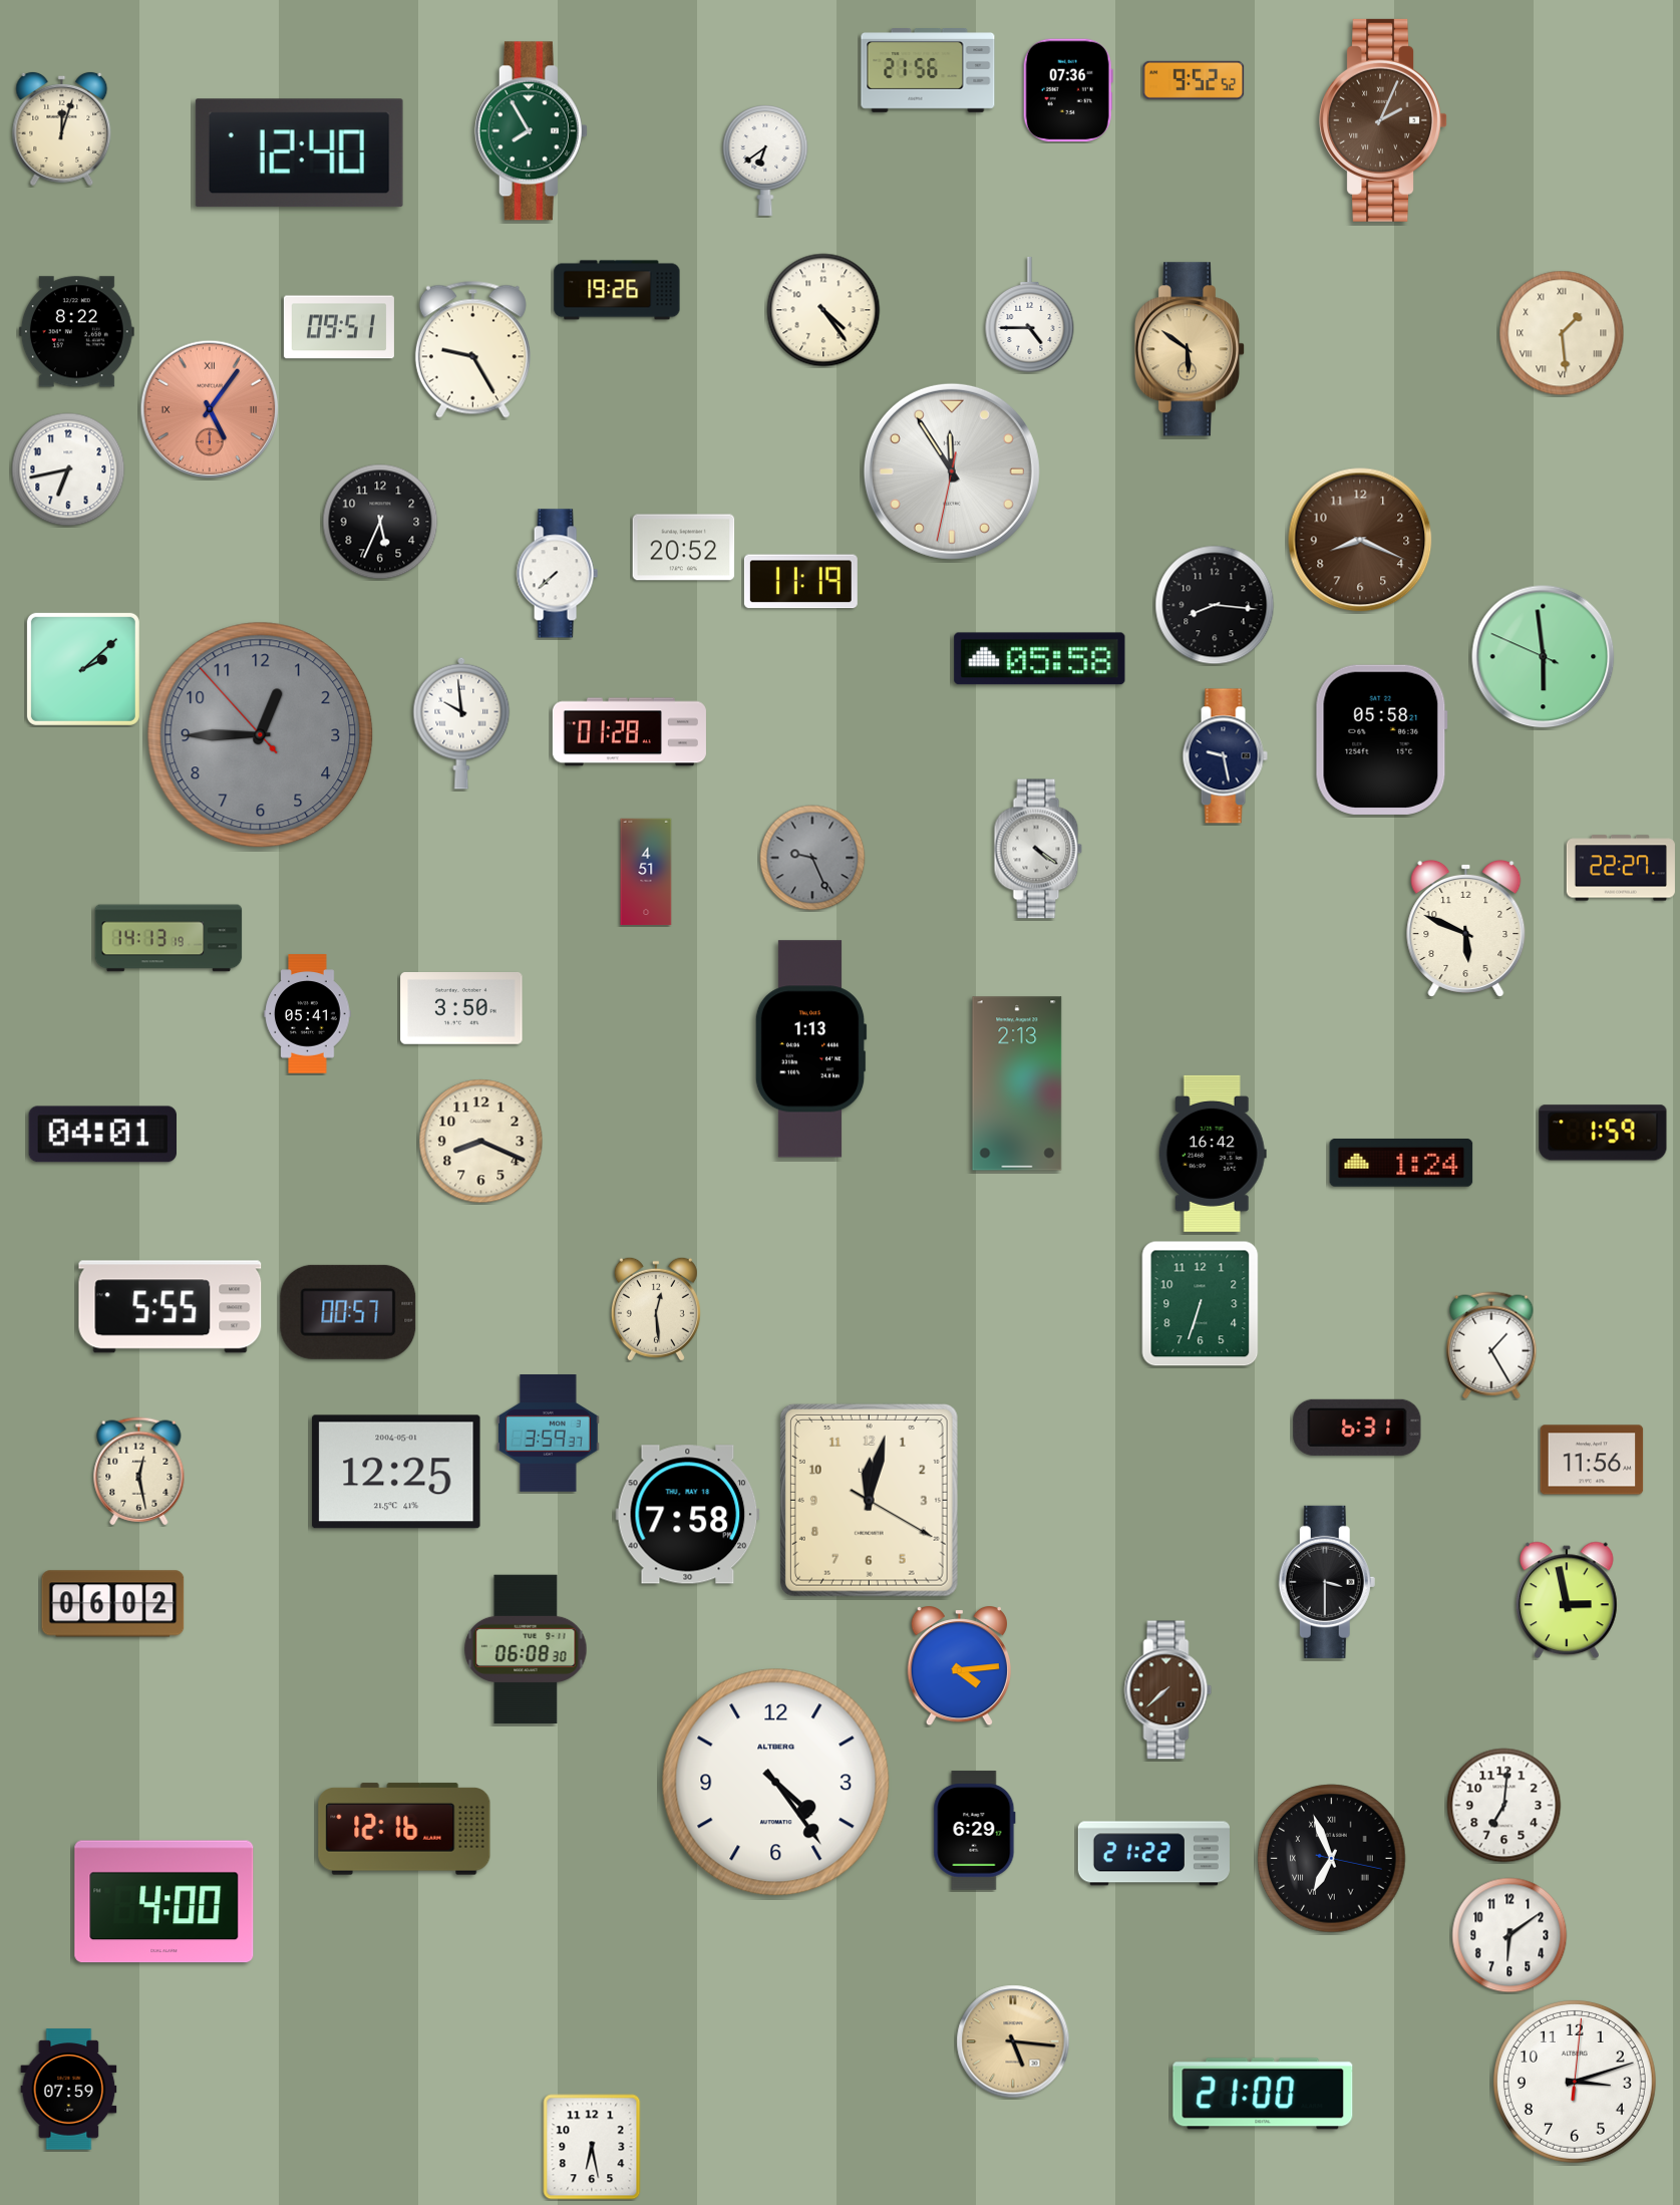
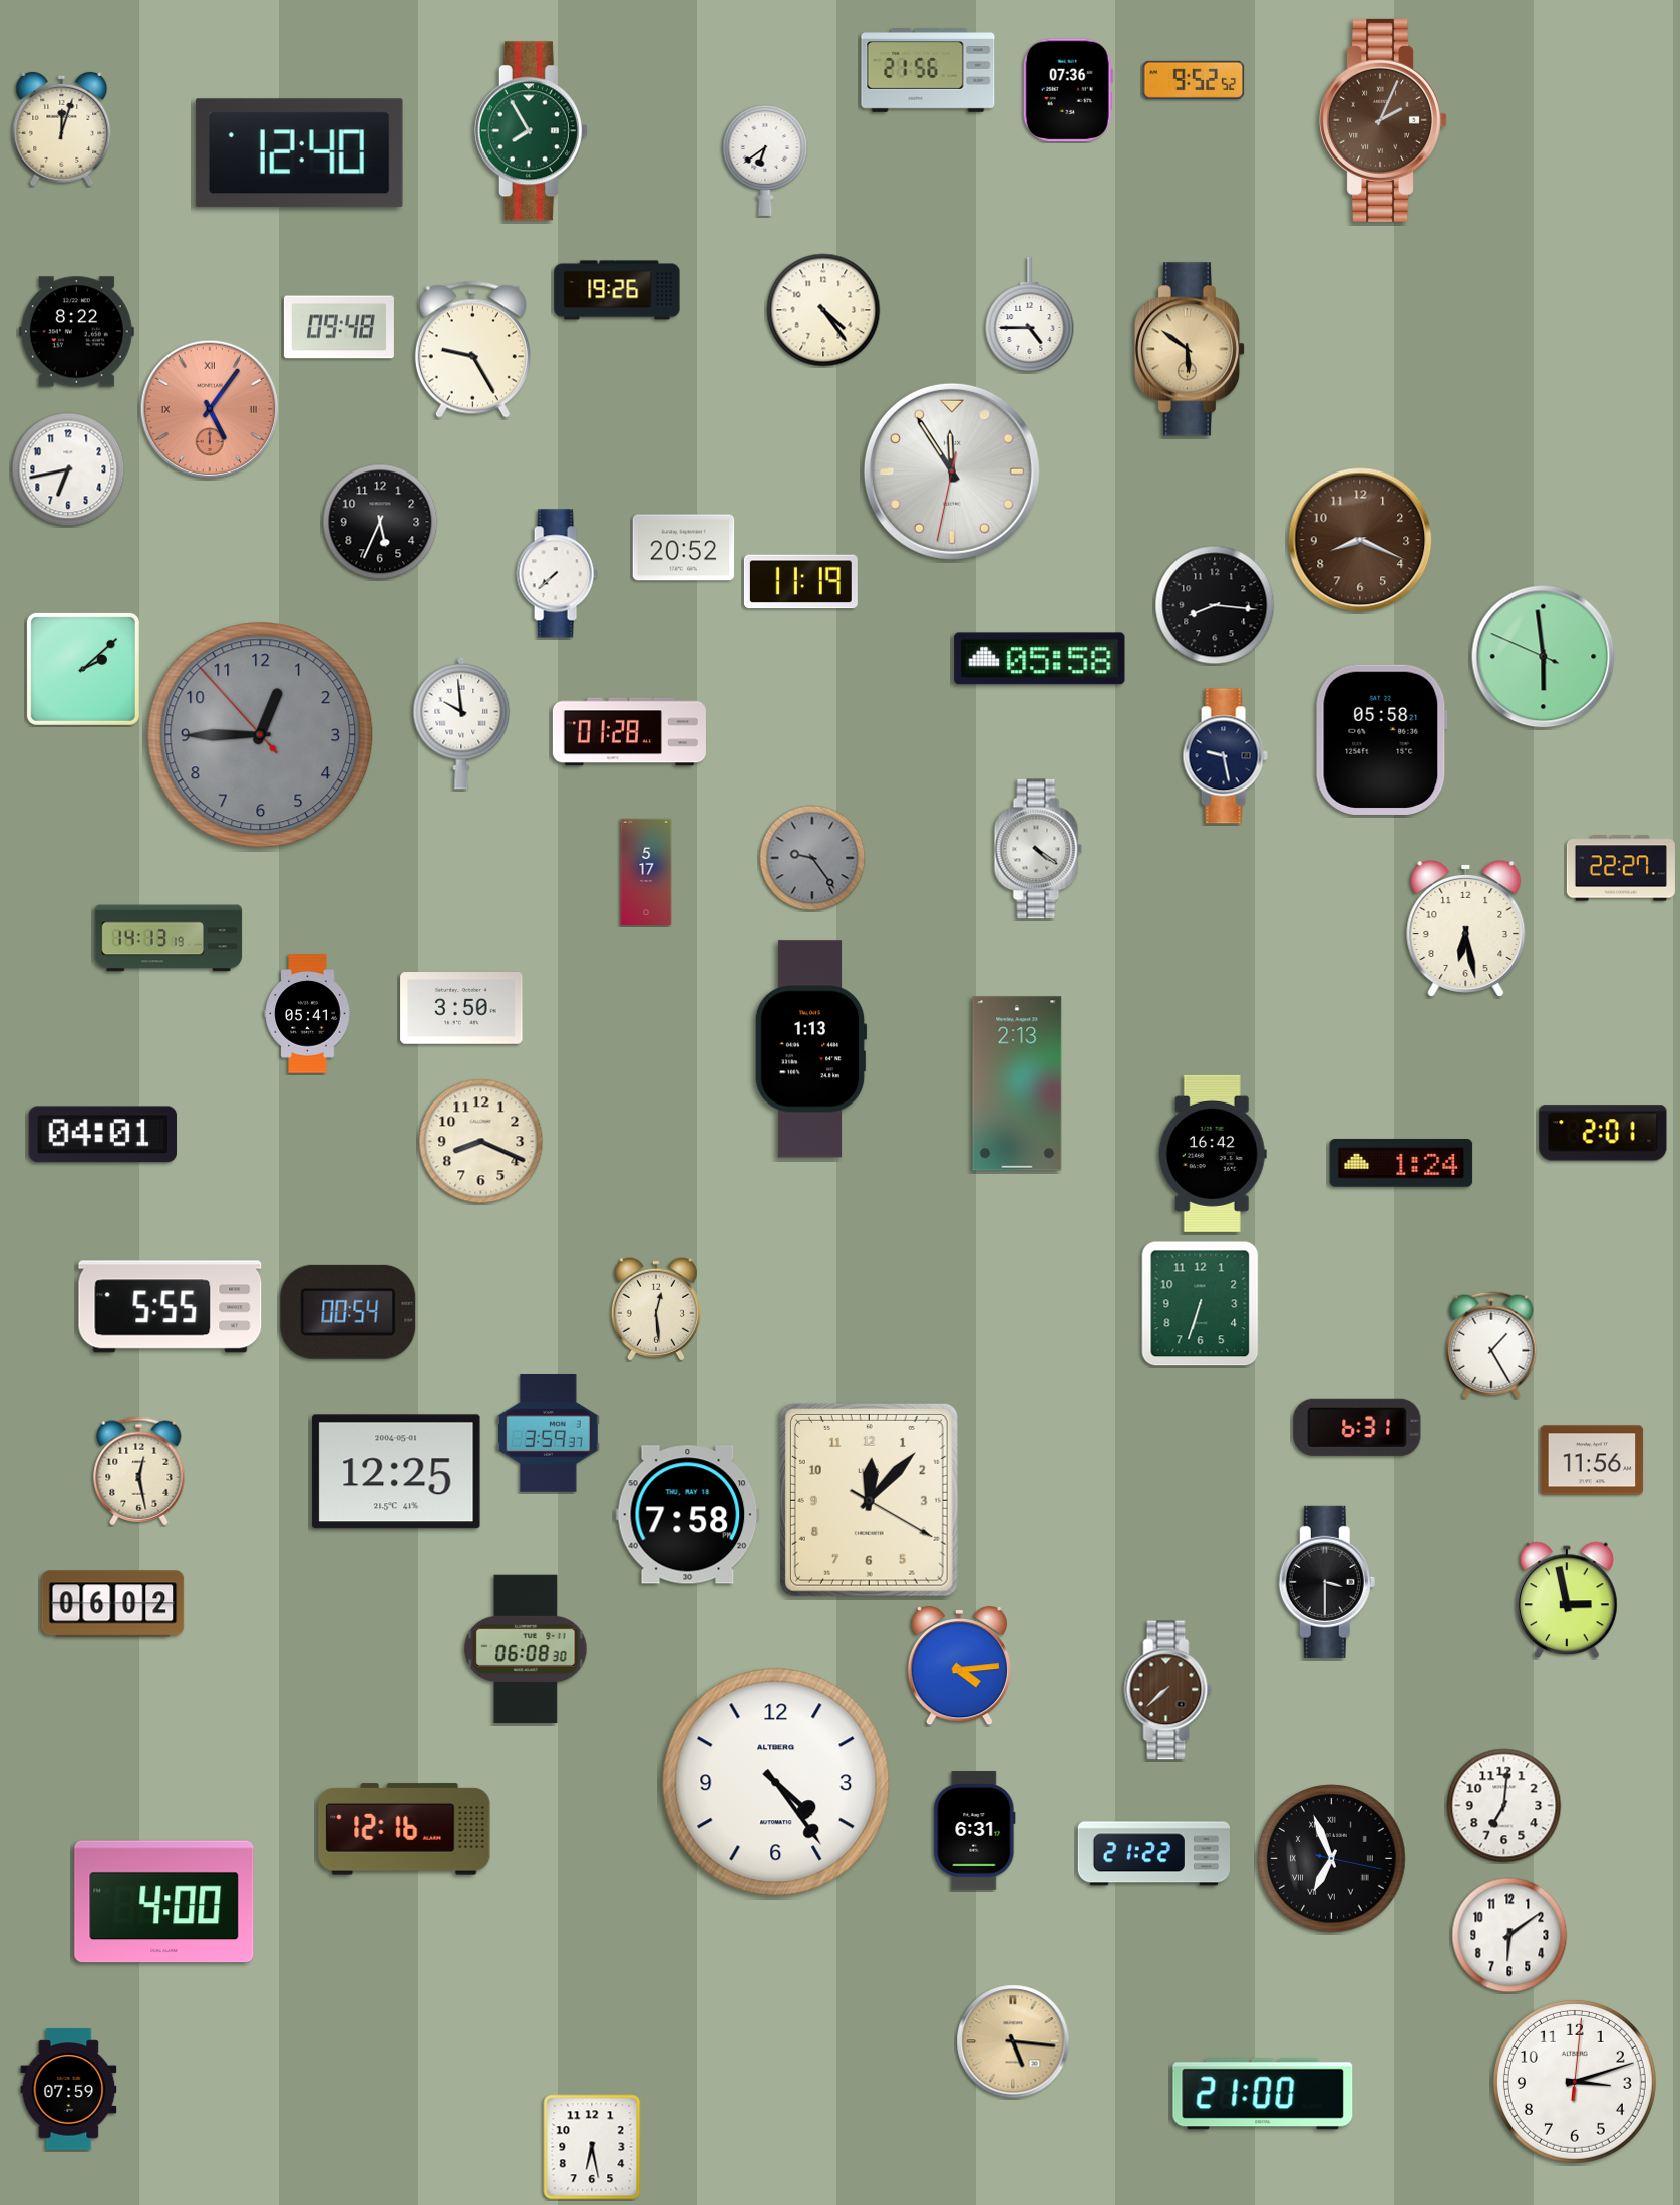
clock at (339, 327): 09:51 -> 09:48
clock at (1562, 333): 1:29 -> none
clock at (812, 858): 9:26 -> 9:24
clock at (646, 872): 4:51 -> 5:17
clock at (1466, 928): 5:49 -> 6:28
clock at (1603, 1133): 1:59 -> 2:01
clock at (348, 1312): 00:57 -> 00:54
clock at (869, 1500): 12:02 -> 12:07
clock at (975, 1831): 6:29 -> 6:31
